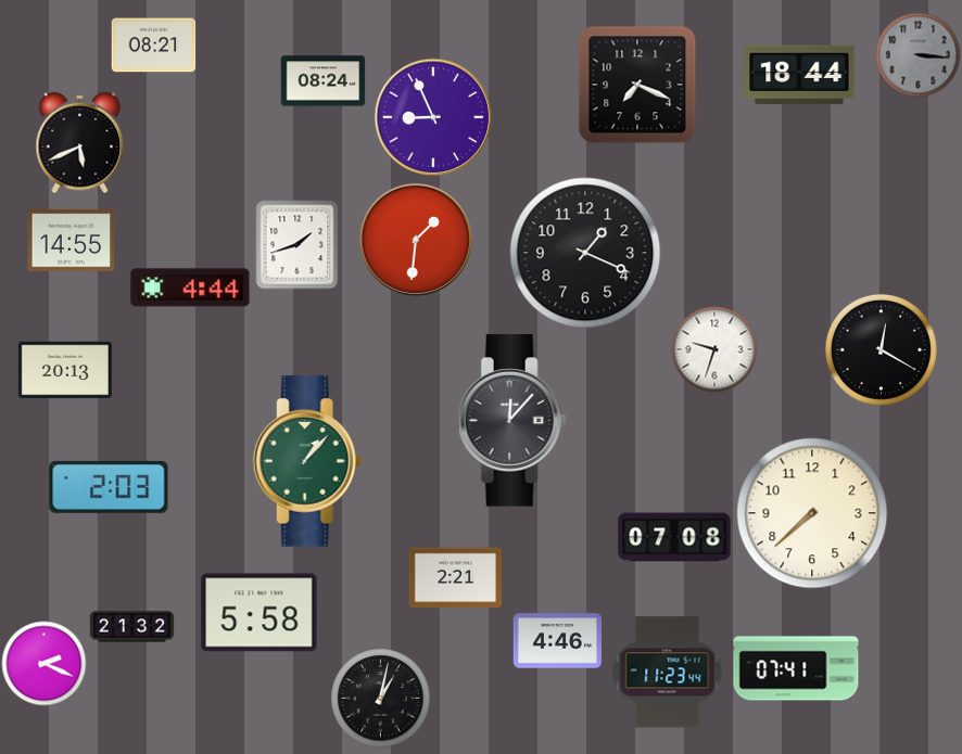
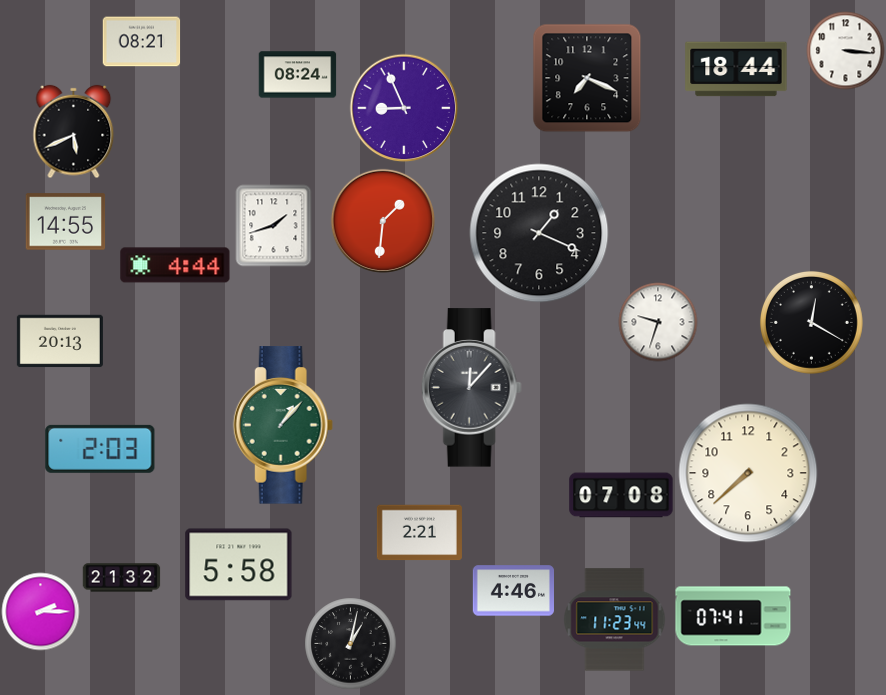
clock at (917, 54) dial: grey -> white
clock at (433, 117) position: (433, 117) -> (404, 108)
clock at (43, 663): 2:19 -> 2:15
